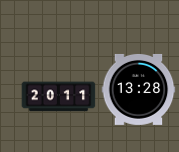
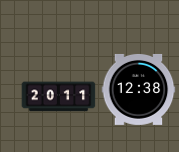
clock at (139, 89): 13:28 -> 12:38
